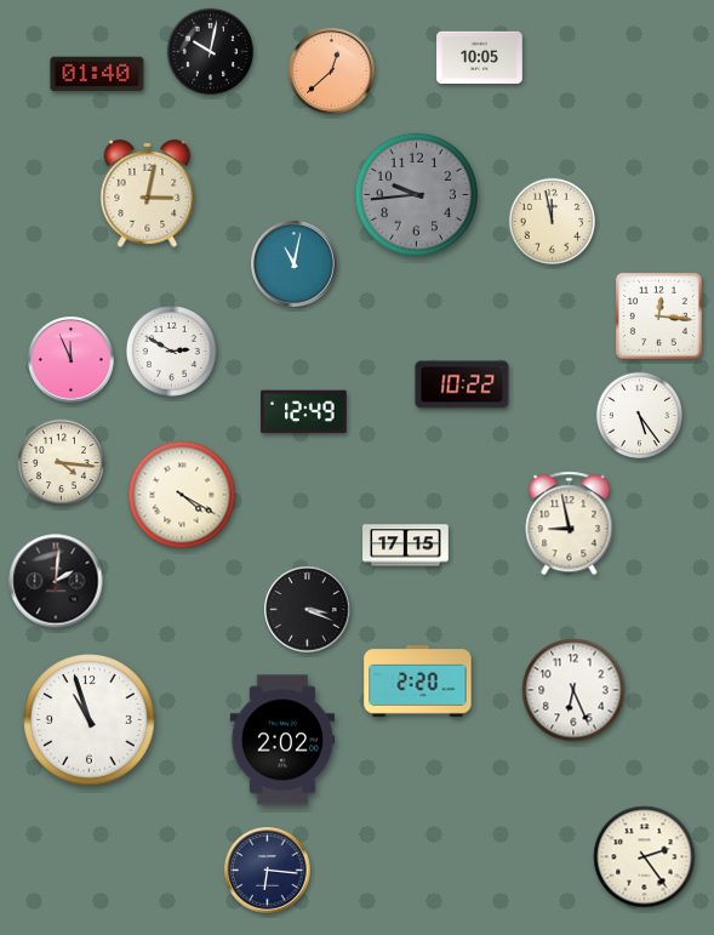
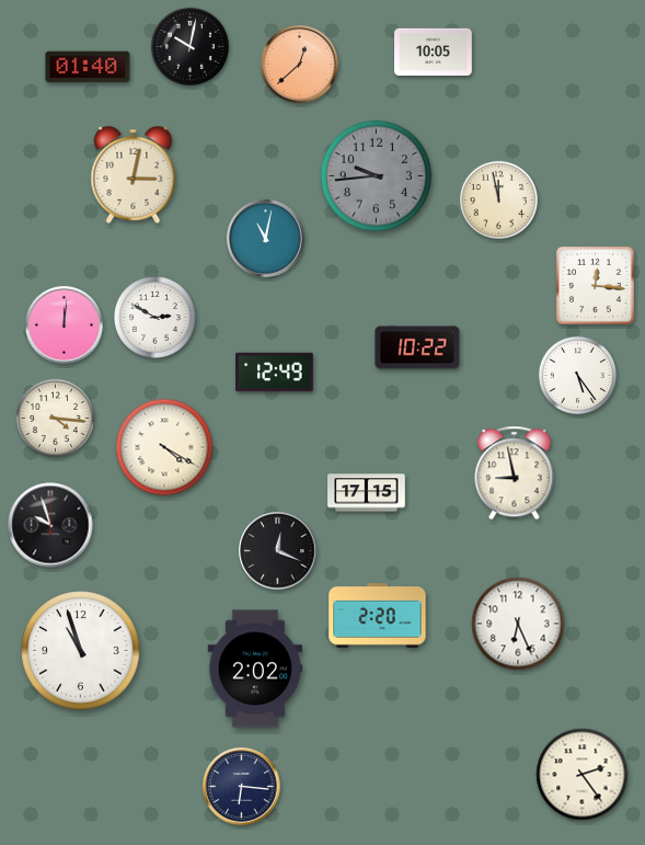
clock at (72, 360): 11:56 -> 12:01
clock at (56, 581): 2:01 -> 9:57
clock at (308, 610): 3:19 -> 12:19
